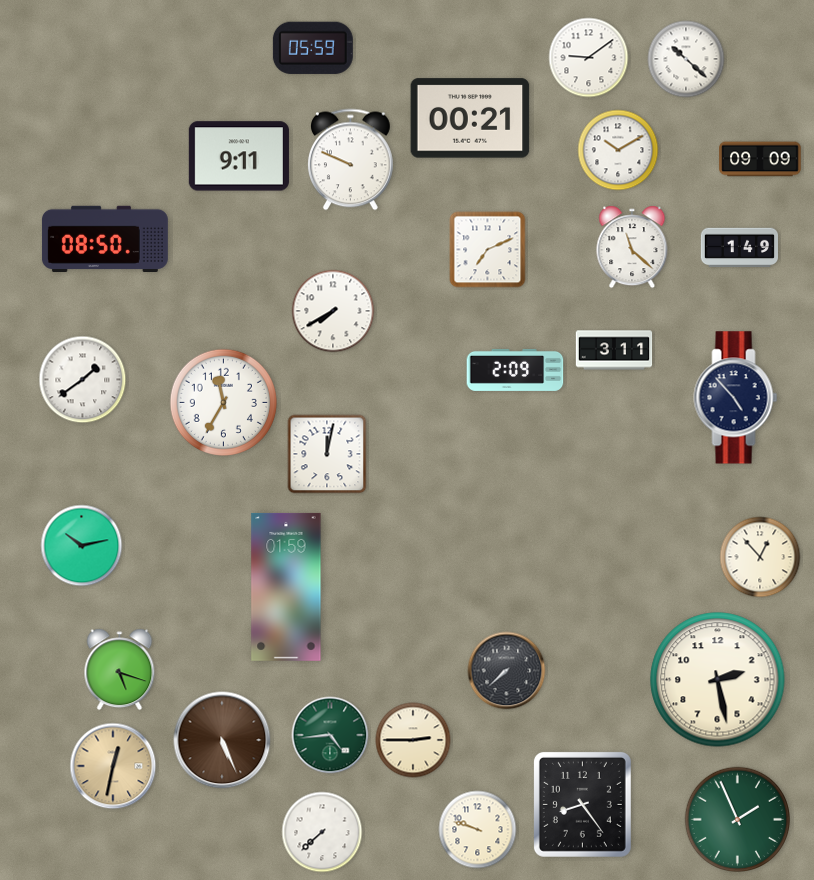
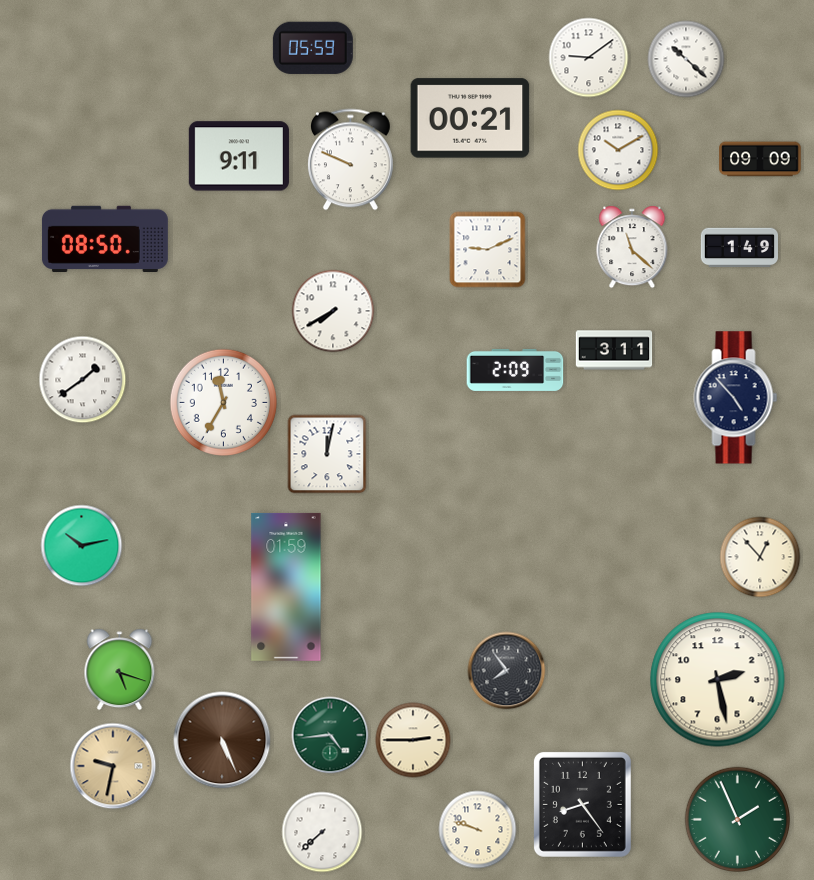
clock at (488, 250): 7:11 -> 9:11
clock at (507, 671): 7:38 -> 7:54
clock at (113, 766): 12:32 -> 9:32
